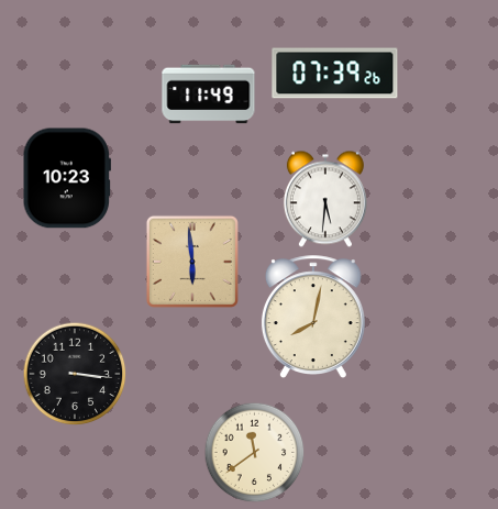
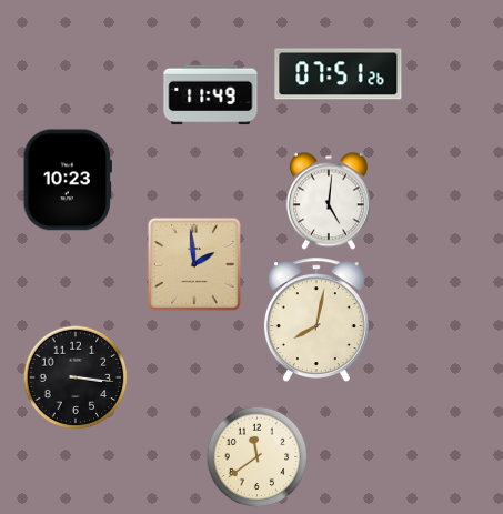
clock at (335, 74): 07:39 -> 07:51
clock at (325, 199): 5:31 -> 5:01
clock at (192, 262): 5:59 -> 1:59
